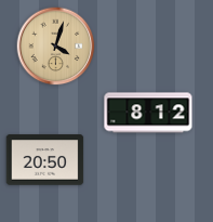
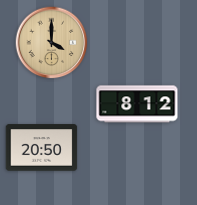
clock at (56, 47): 4:03 -> 4:00
